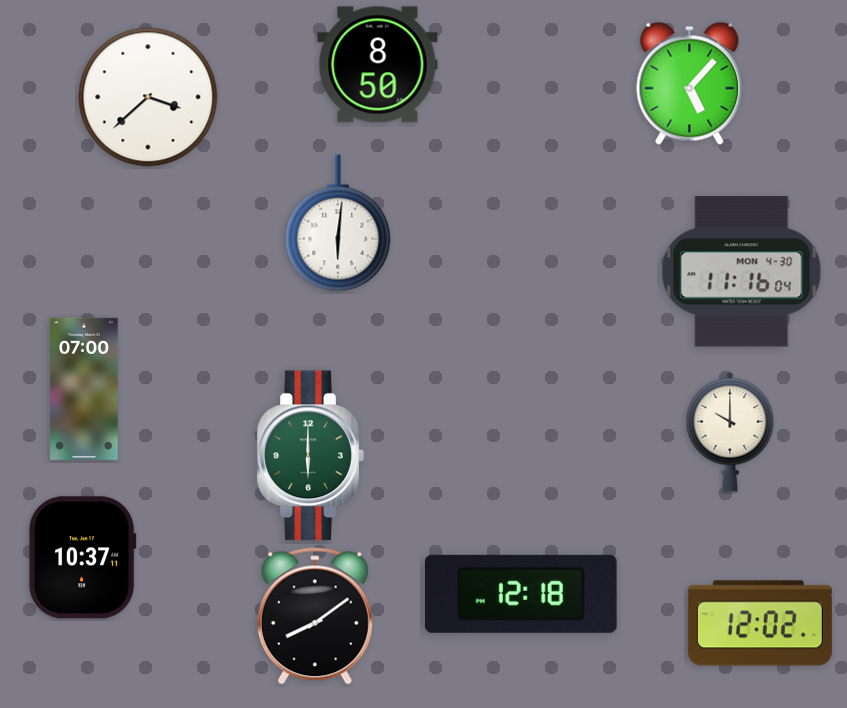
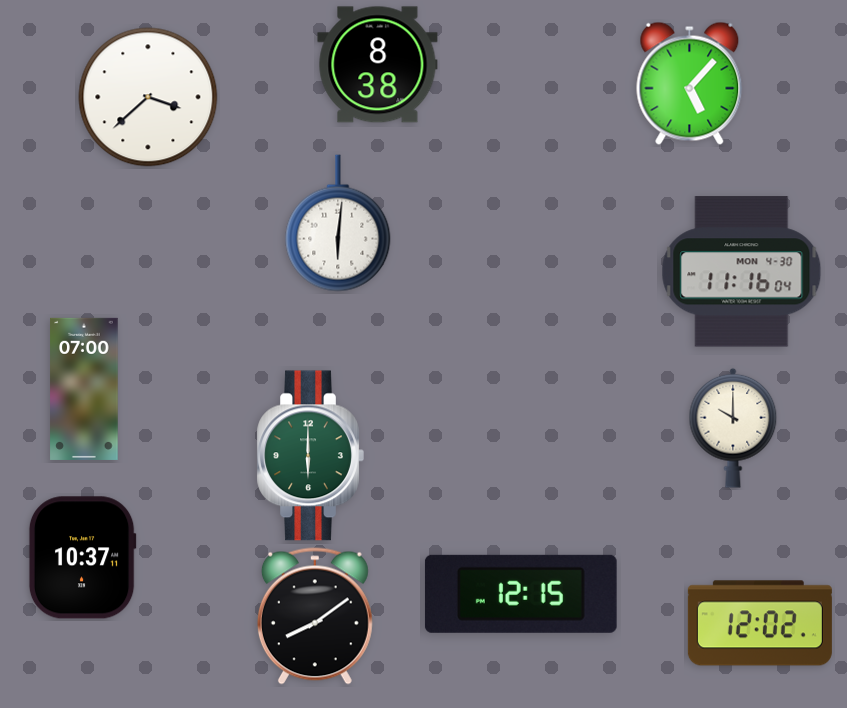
clock at (378, 65): 8:50 -> 8:38
clock at (730, 432) position: (730, 432) -> (733, 428)
clock at (521, 594): 12:18 -> 12:15
